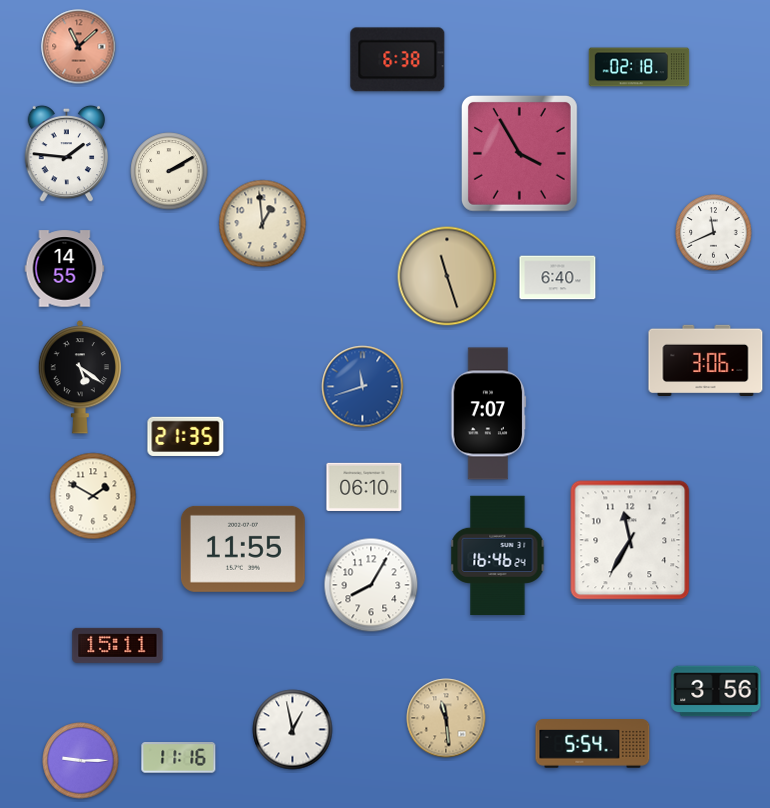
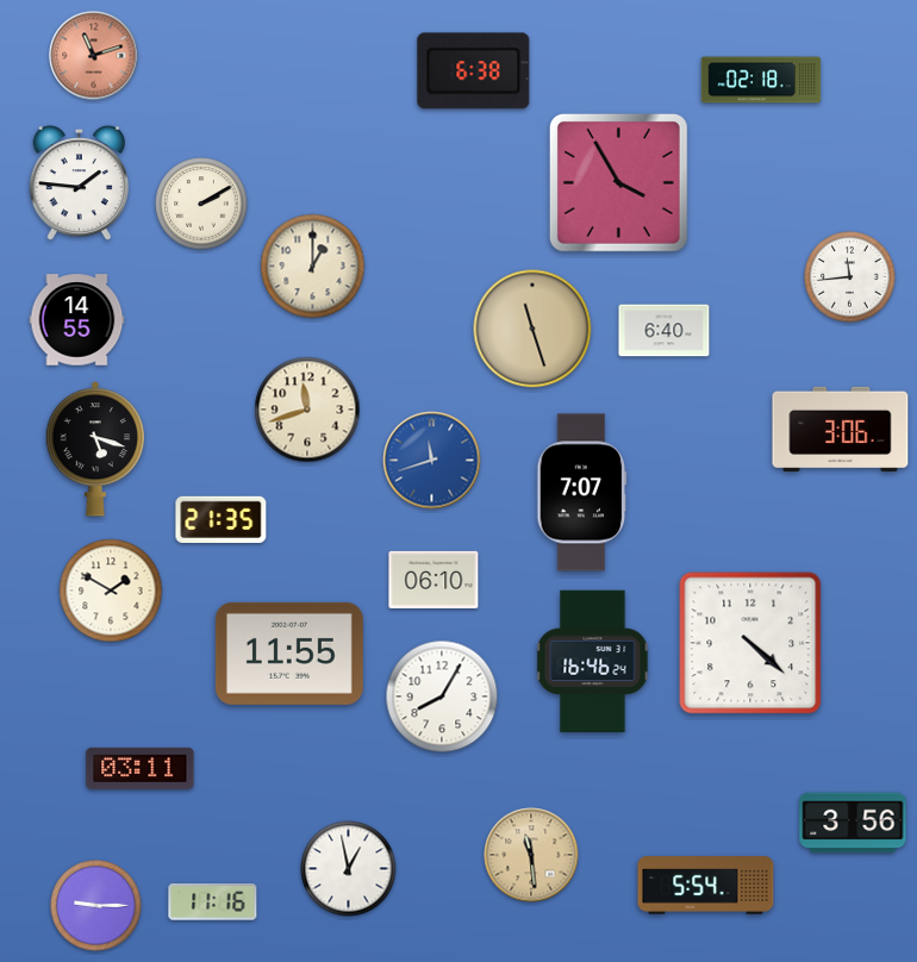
clock at (79, 47): 11:08 -> 11:12
clock at (263, 224): 12:59 -> 1:00
clock at (714, 233): 11:41 -> 11:44
clock at (307, 410): none -> 11:42
clock at (79, 377): 5:21 -> 5:18
clock at (630, 540): 11:35 -> 4:22
clock at (118, 645): 15:11 -> 03:11
